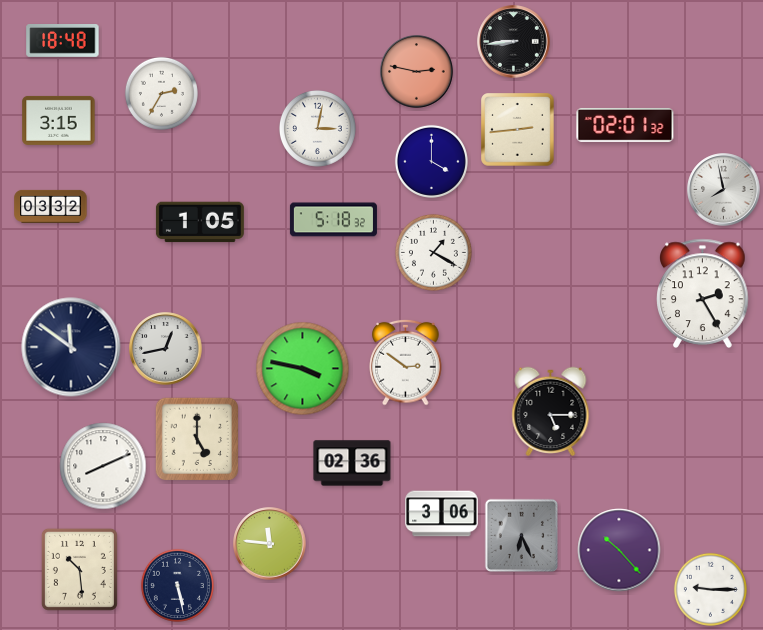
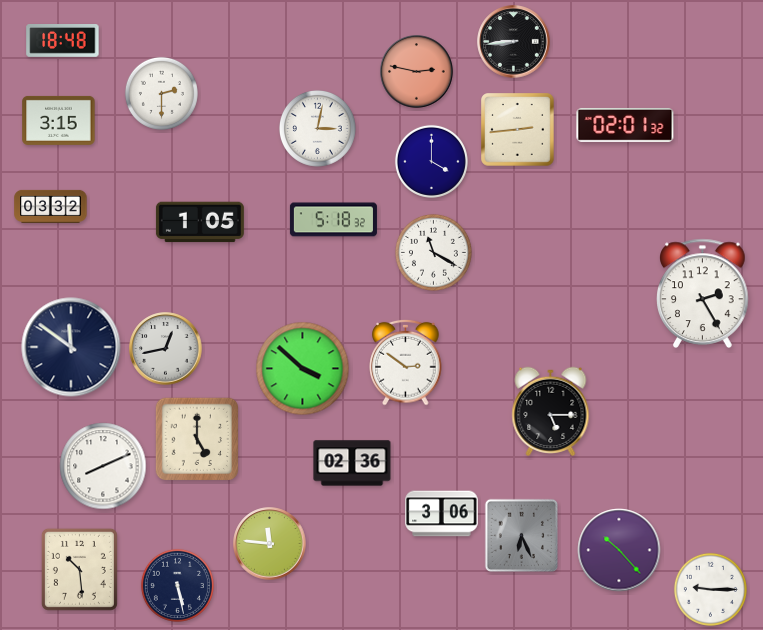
clock at (161, 93): 2:35 -> 2:30
clock at (724, 190): 7:58 -> none
clock at (433, 252): 1:20 -> 11:20
clock at (303, 369): 3:47 -> 3:52
